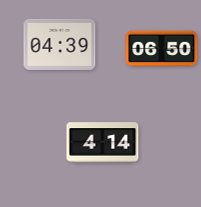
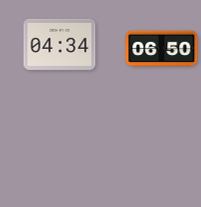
clock at (60, 44): 04:39 -> 04:34
clock at (103, 143): 4:14 -> none
